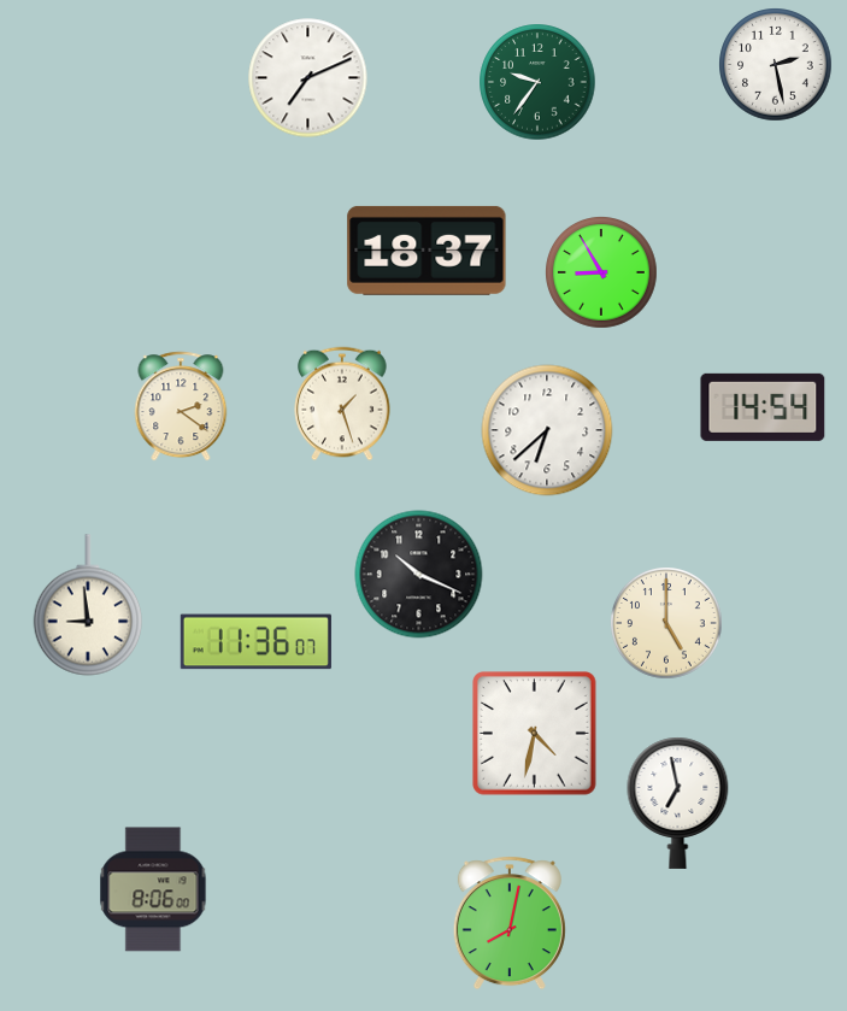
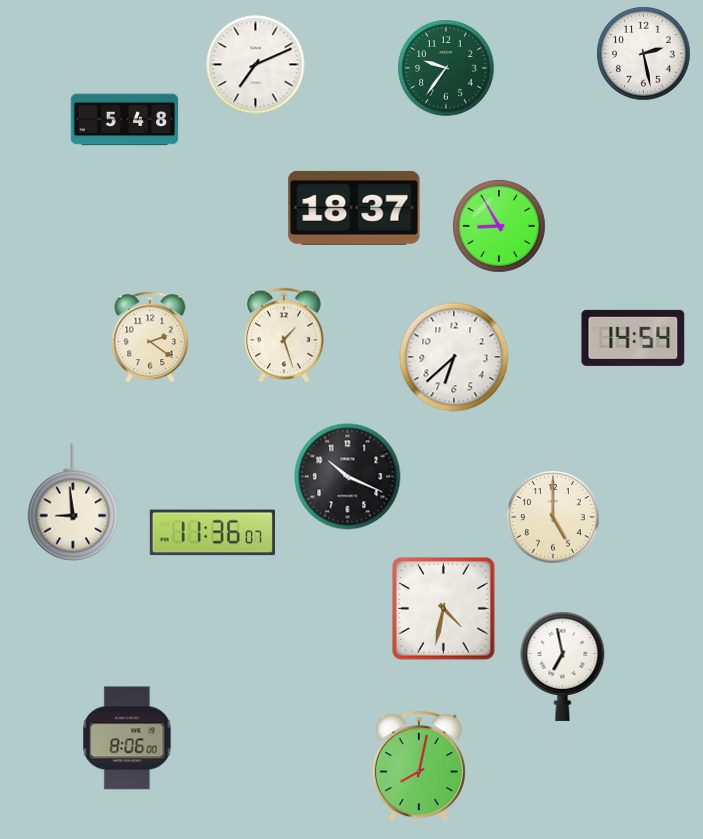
clock at (125, 120): none -> 5:48
clock at (510, 923) position: (510, 923) -> (419, 766)
